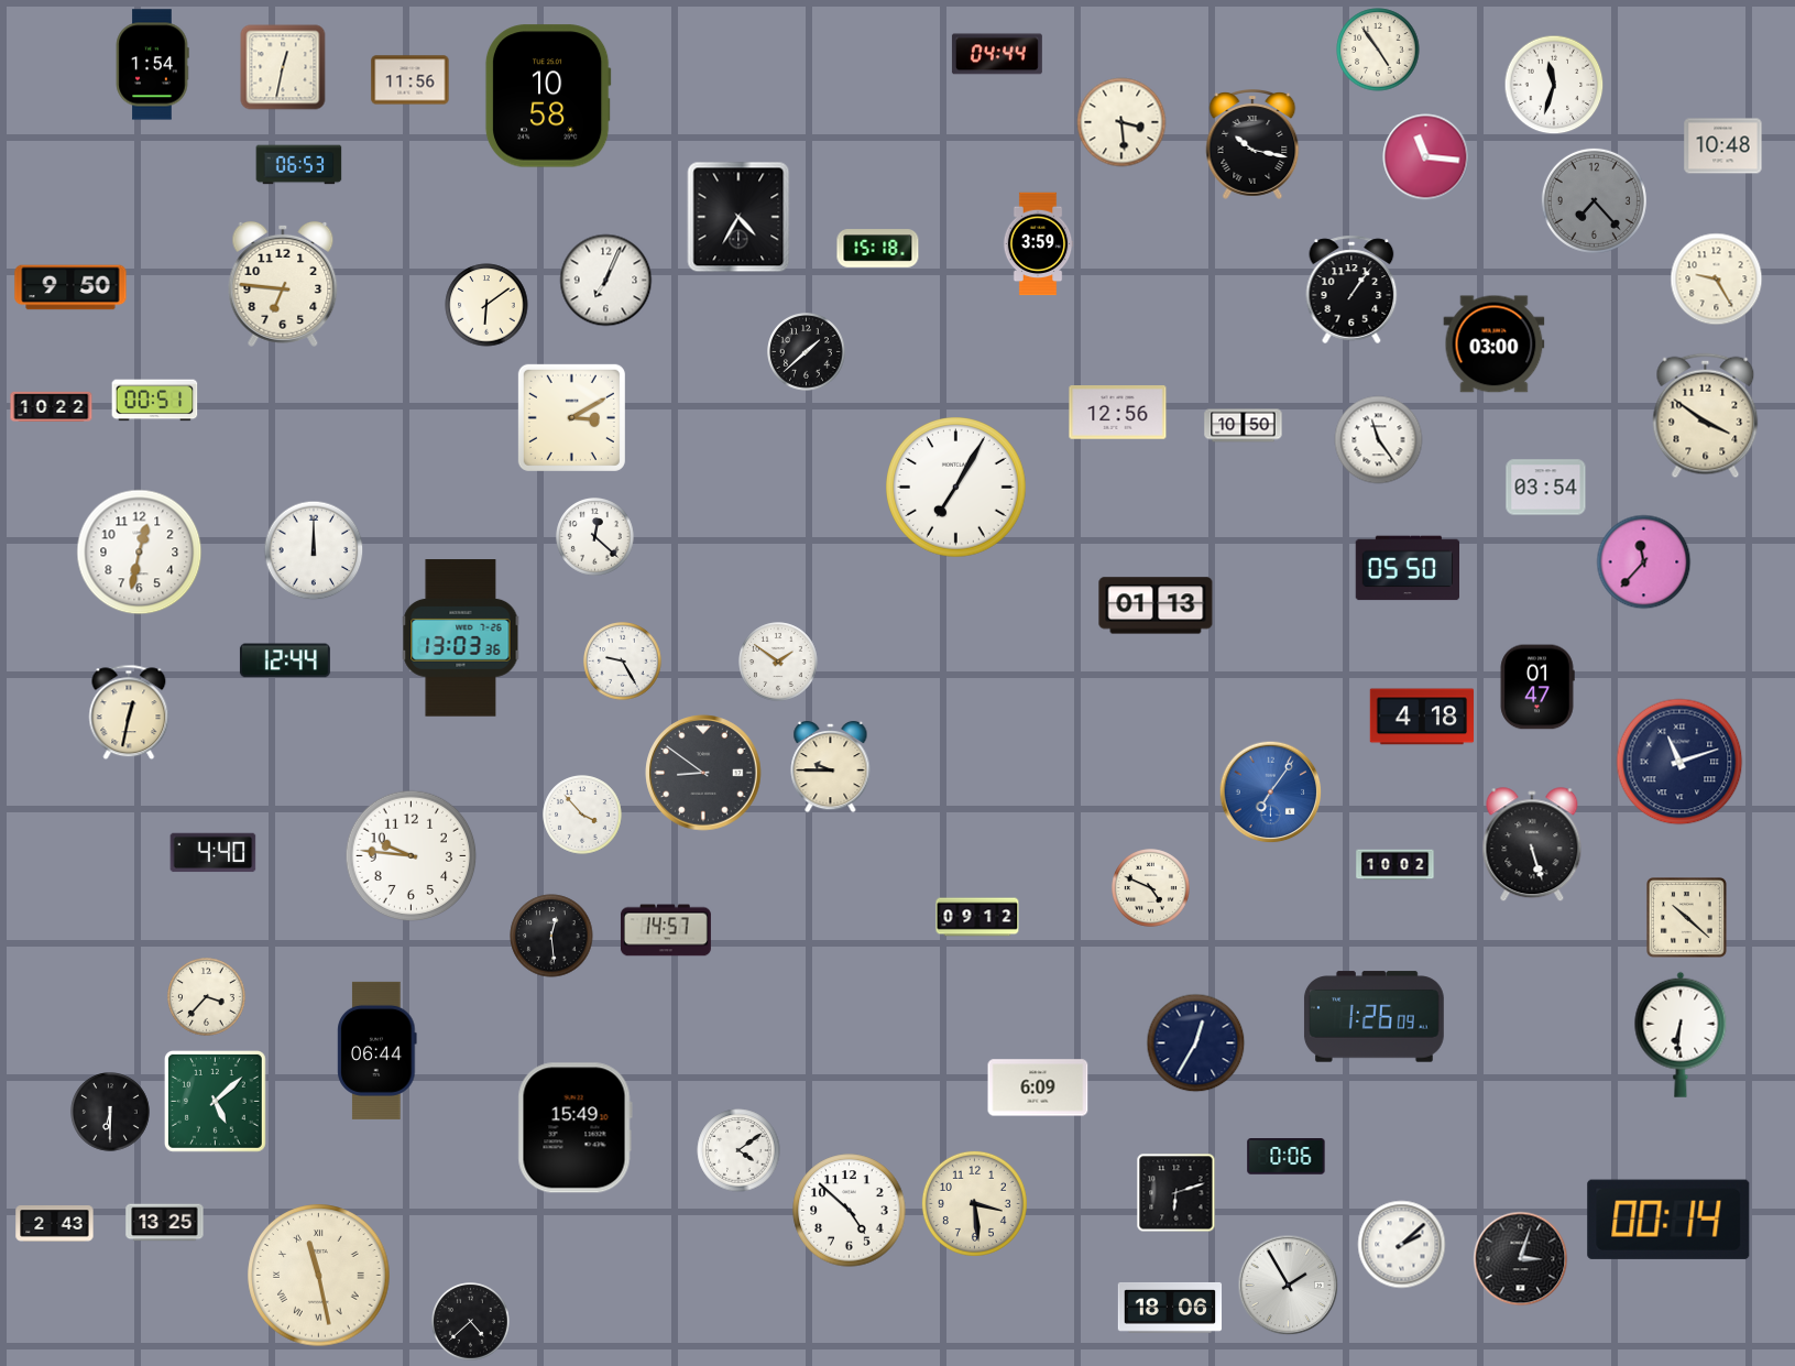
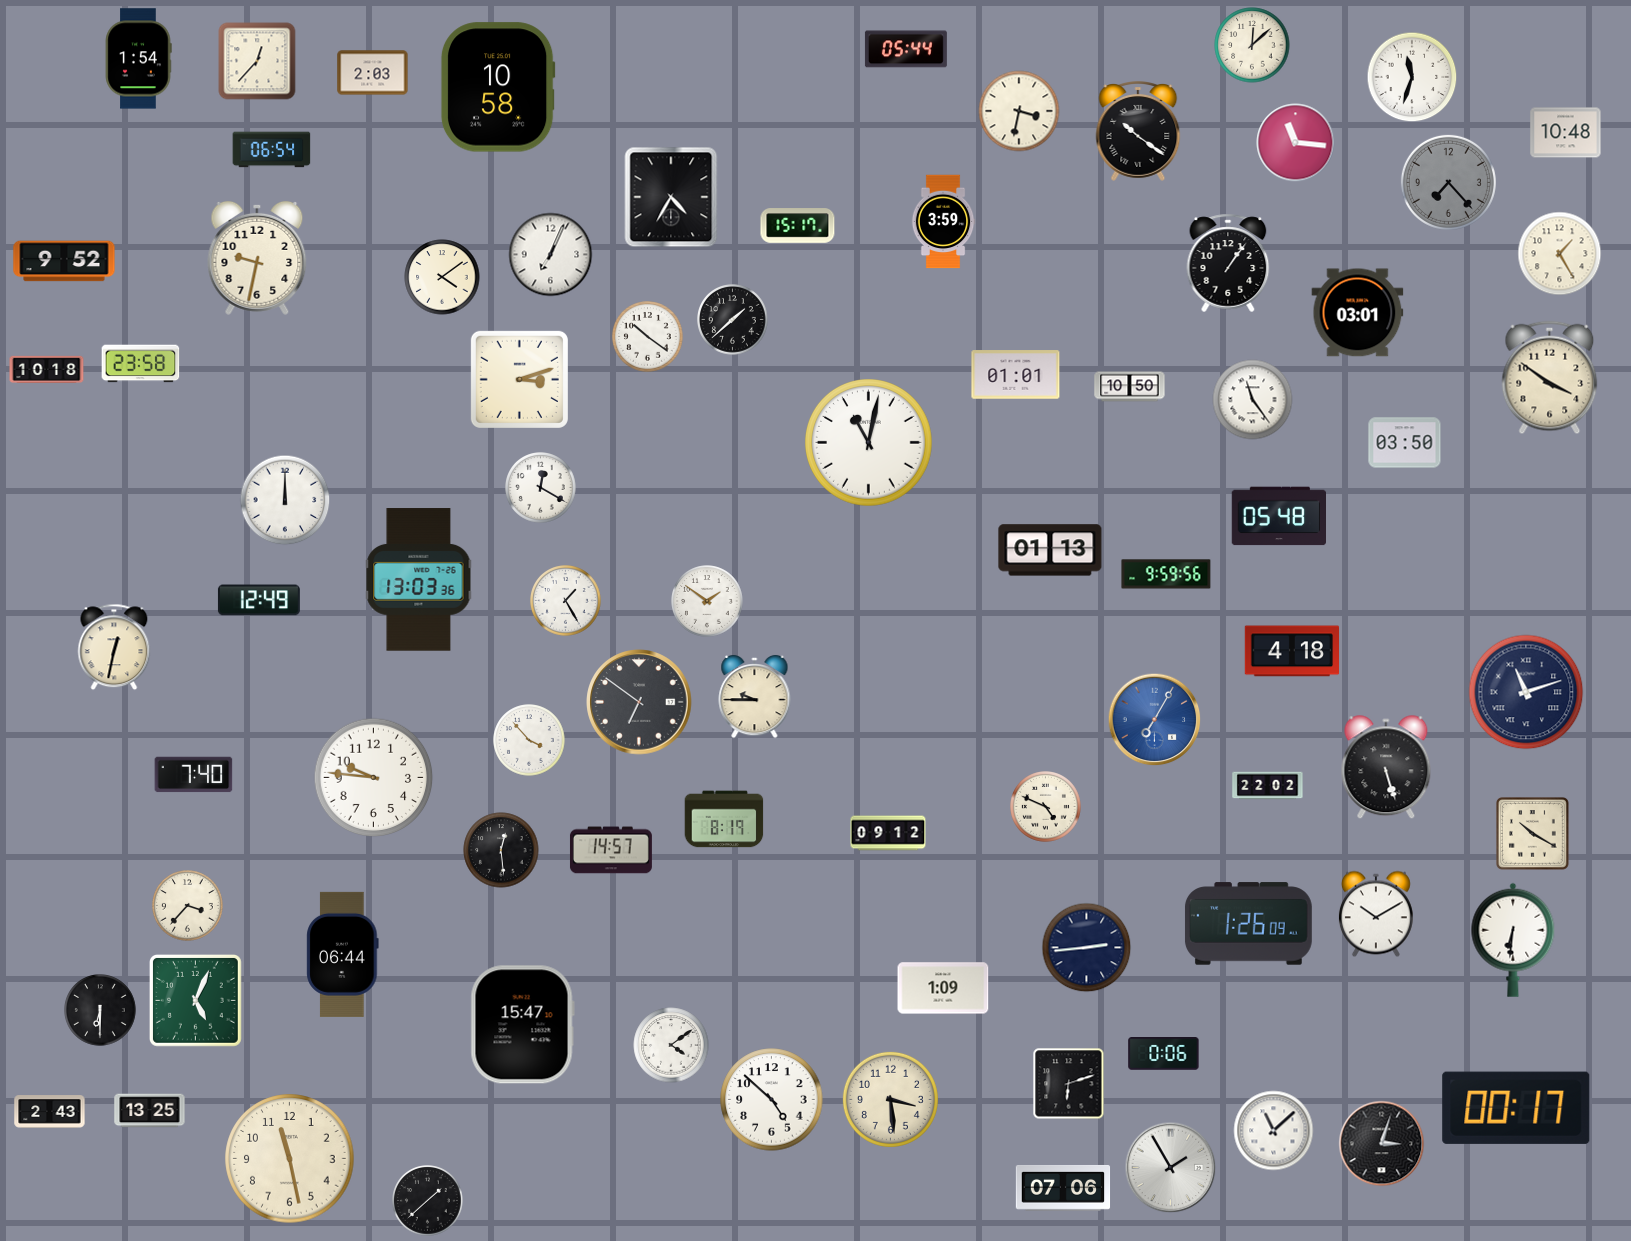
clock at (1378, 50): 4:54 -> 12:08
clock at (997, 54): 04:44 -> 05:44
clock at (283, 67): 12:32 -> 12:37
clock at (411, 80): 11:56 -> 2:03
clock at (1121, 122): 3:29 -> 3:32
clock at (1252, 145): 10:17 -> 10:21
clock at (299, 165): 06:53 -> 06:54
clock at (878, 249): 15:18 -> 15:17
clock at (1717, 280): 9:25 -> 1:25
clock at (283, 284): 6:46 -> 9:32
clock at (70, 287): 9:50 -> 9:52
clock at (486, 305): 6:09 -> 4:09
clock at (1495, 345): 03:00 -> 03:01
clock at (648, 337): none -> 10:21
clock at (155, 401): 00:51 -> 23:58
clock at (52, 406): 10:22 -> 10:18
clock at (1118, 413): 12:56 -> 01:01
clock at (571, 417): 3:10 -> 3:12
clock at (956, 488): 7:05 -> 11:02
clock at (1546, 488): 03:54 -> 03:50
clock at (595, 537): 12:22 -> 12:20
clock at (140, 553): 12:32 -> none
clock at (1644, 562): 11:37 -> none
clock at (1407, 568): 05:50 -> 05:48
clock at (1166, 574): none -> 9:59
clock at (285, 660): 12:44 -> 12:49
clock at (623, 662): 9:25 -> 1:25
clock at (1537, 687): 01:47 -> none
clock at (129, 712) position: (129, 712) -> (114, 647)
clock at (703, 773): 8:51 -> 6:51
clock at (1271, 793): 7:06 -> 7:05
clock at (1532, 845) position: (1532, 845) -> (1386, 768)
clock at (214, 853): 4:40 -> 7:40
clock at (1395, 865): 10:02 -> 22:02
clock at (724, 819): none -> 8:19
clock at (1687, 918): 10:22 -> 10:20
clock at (666, 930) position: (666, 930) -> (611, 850)
clock at (1376, 914): none -> 10:10
clock at (1681, 1035) position: (1681, 1035) -> (1513, 940)
clock at (1196, 1043): 12:35 -> 2:44
clock at (1038, 1088): 6:09 -> 1:09
clock at (215, 1101): 5:08 -> 5:04
clock at (574, 1128): 15:49 -> 15:47
clock at (1287, 1157) position: (1287, 1157) -> (1164, 1054)
clock at (974, 1203) position: (974, 1203) -> (890, 1099)
clock at (1668, 1220): 00:14 -> 00:17
clock at (1402, 1245): 2:08 -> 11:08
clock at (319, 1276) numerals: Roman -> Arabic
clock at (1170, 1308): 18:06 -> 07:06
clock at (471, 1322): 4:38 -> 1:38
